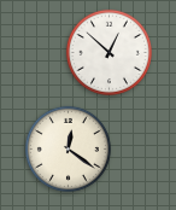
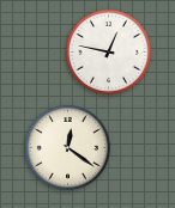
clock at (108, 52): 12:52 -> 12:47
